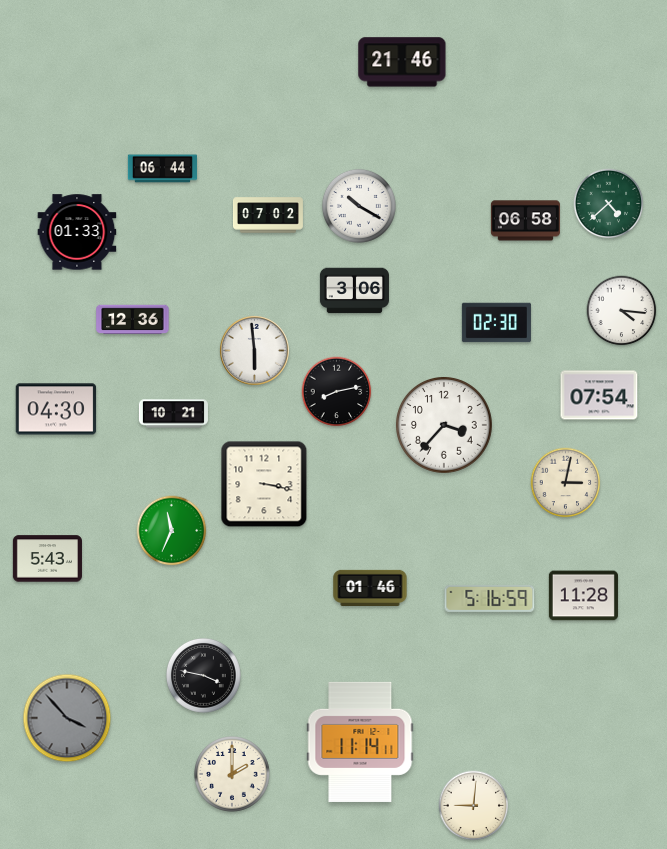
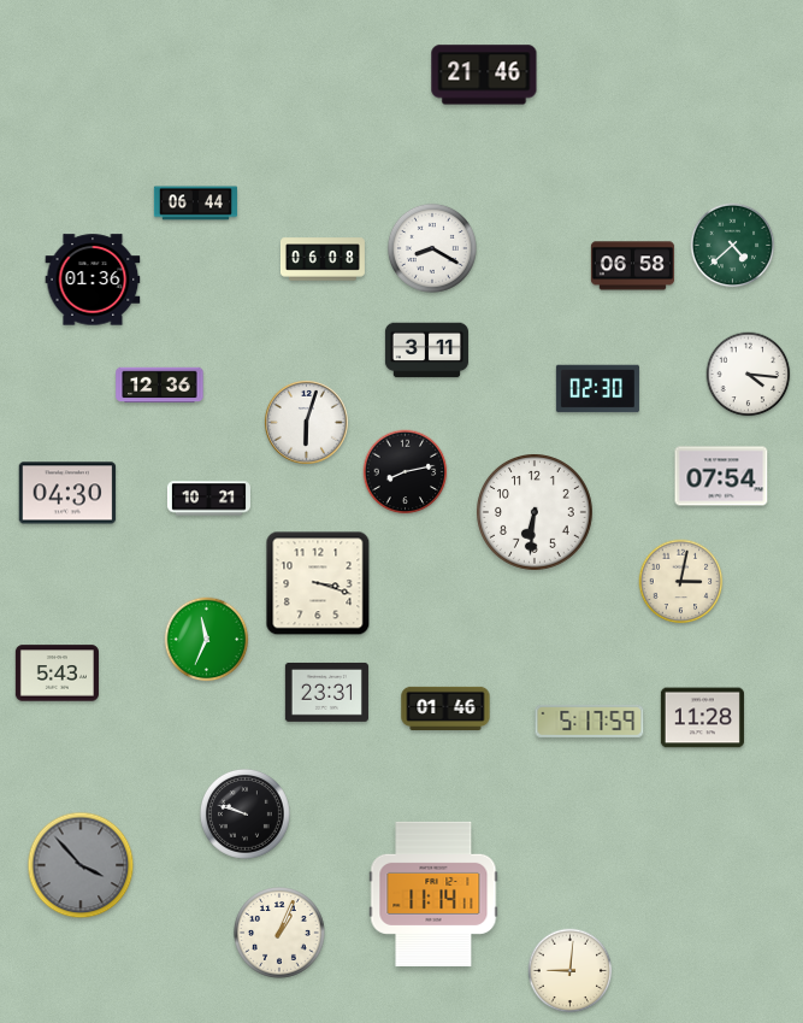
clock at (359, 206): 10:20 -> 8:20
clock at (268, 215): 07:02 -> 06:08
clock at (77, 232): 01:33 -> 01:36
clock at (354, 291): 3:06 -> 3:11
clock at (254, 350): 5:59 -> 6:03
clock at (445, 426): 3:37 -> 6:31
clock at (264, 484): 3:17 -> 3:18
clock at (326, 692): none -> 23:31
clock at (490, 598): 5:16 -> 5:17
clock at (203, 675): 3:47 -> 9:48
clock at (232, 774): 2:00 -> 1:04
